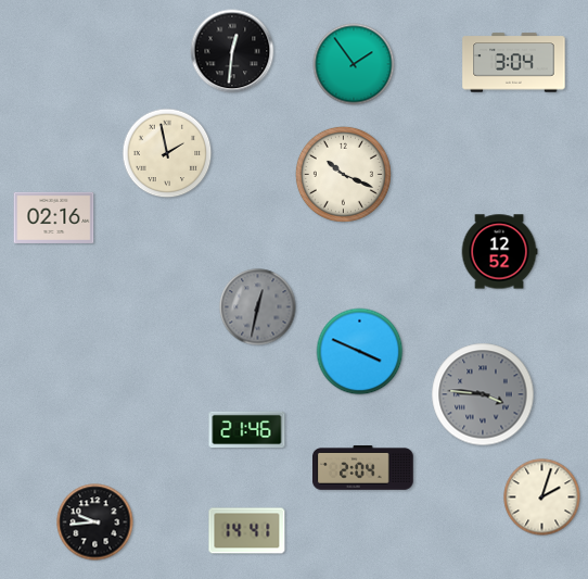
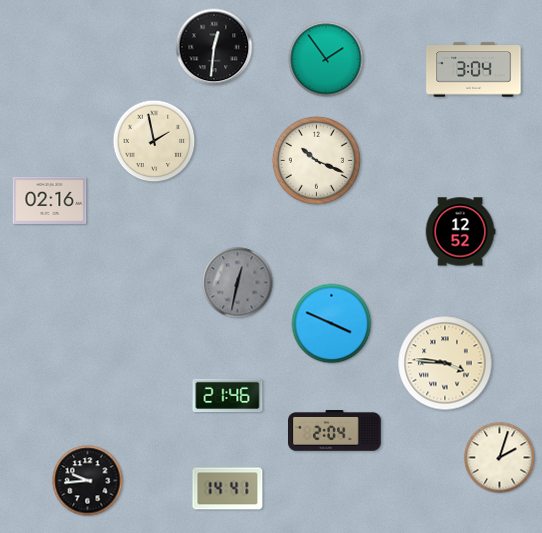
clock at (514, 63) position: (514, 63) -> (474, 70)
clock at (483, 394) dial: grey -> cream
